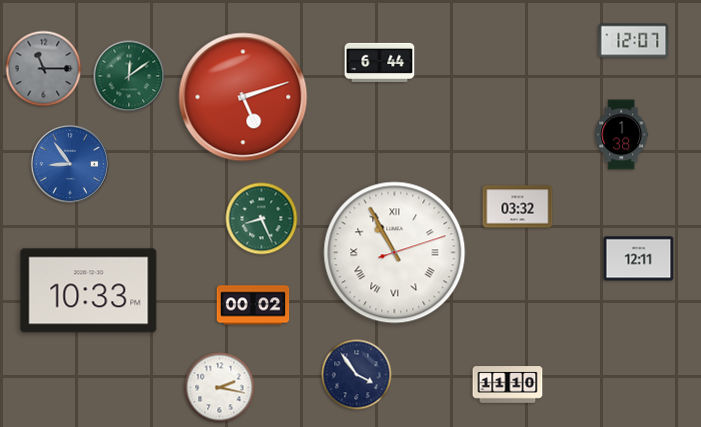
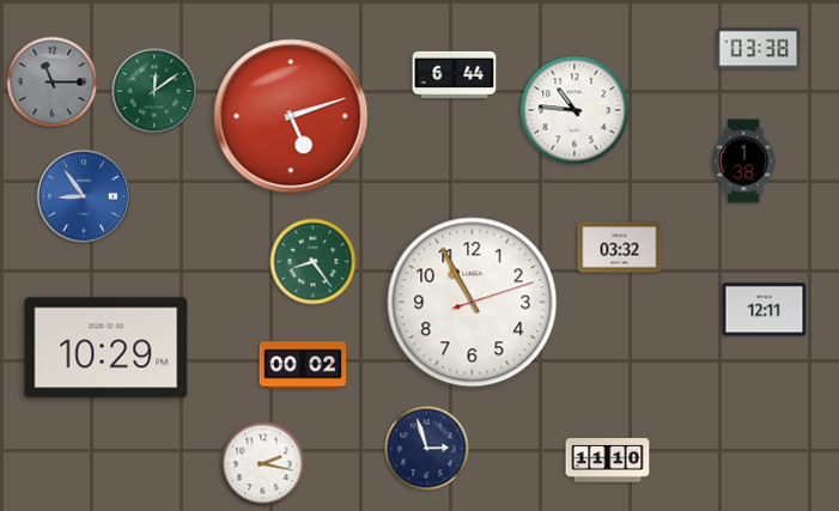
clock at (634, 41): 12:07 -> 03:38
clock at (574, 110): none -> 10:46
clock at (262, 219): 8:26 -> 8:24
clock at (395, 253) numerals: Roman -> Arabic
clock at (89, 291): 10:33 -> 10:29
clock at (357, 375): 3:54 -> 2:57
